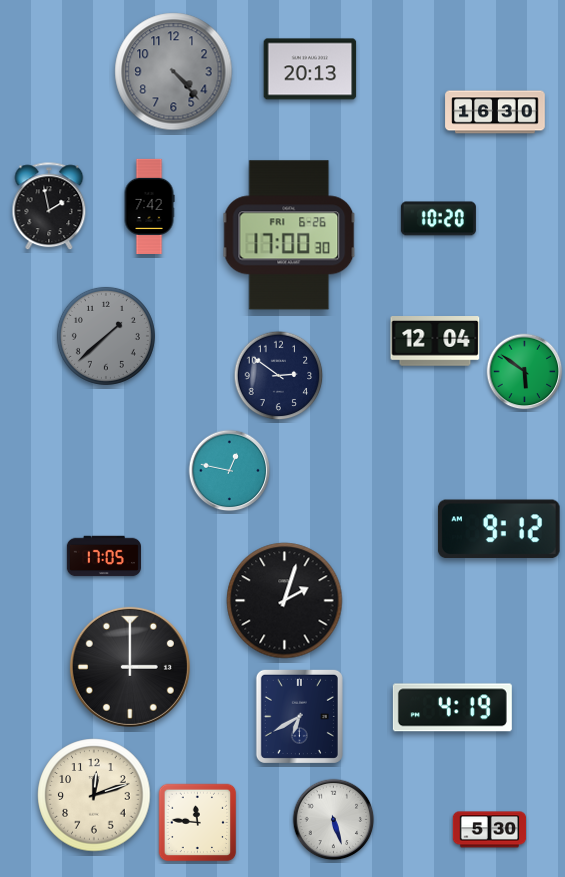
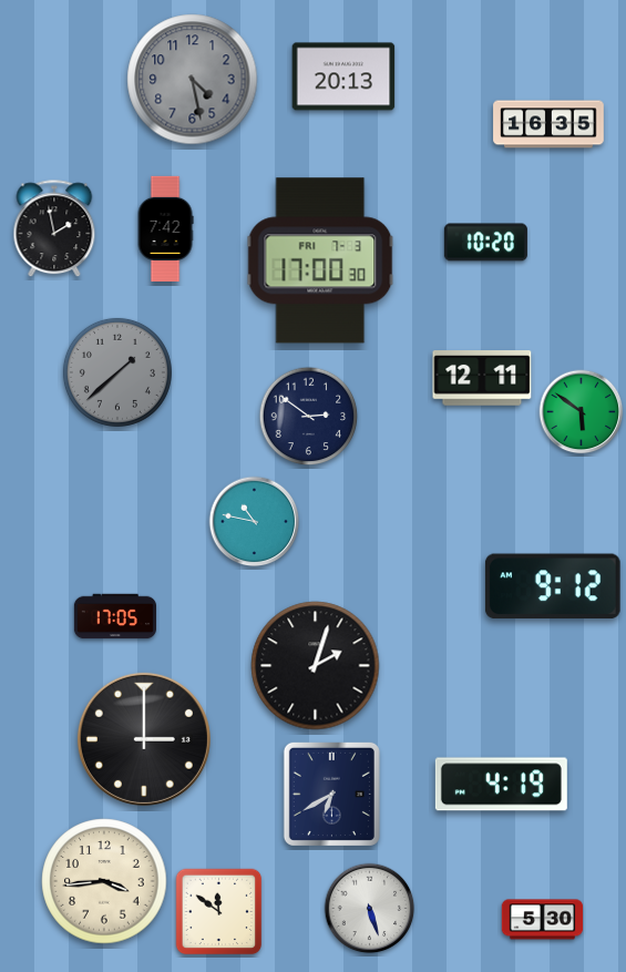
clock at (174, 72): 4:23 -> 4:28
clock at (495, 112): 16:30 -> 16:35
clock at (289, 235) date: FRI 6-26 -> FRI 7-3
clock at (435, 342): 12:04 -> 12:11
clock at (230, 471): 12:47 -> 10:47
clock at (94, 795): 12:12 -> 3:44
clock at (198, 823): 11:46 -> 11:51
